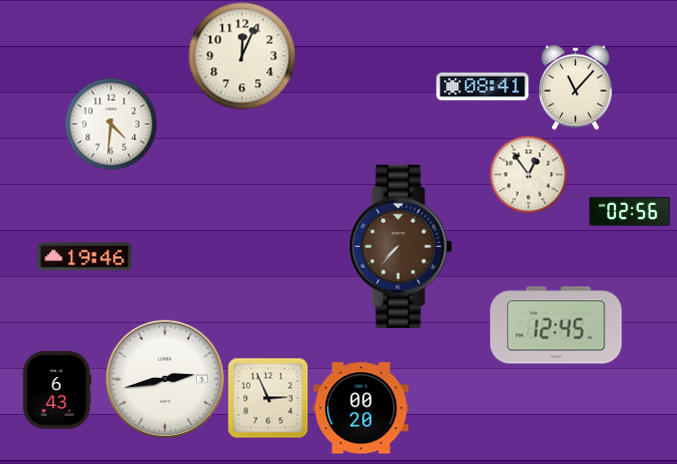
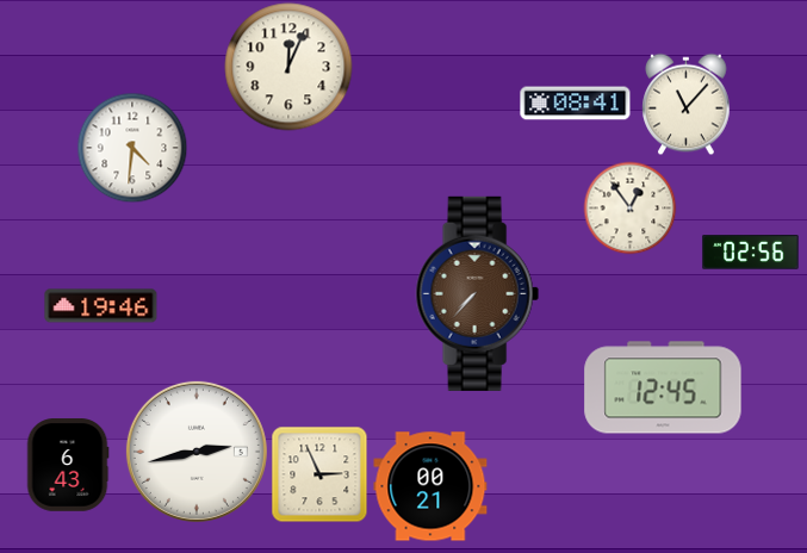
clock at (361, 408): 00:20 -> 00:21
